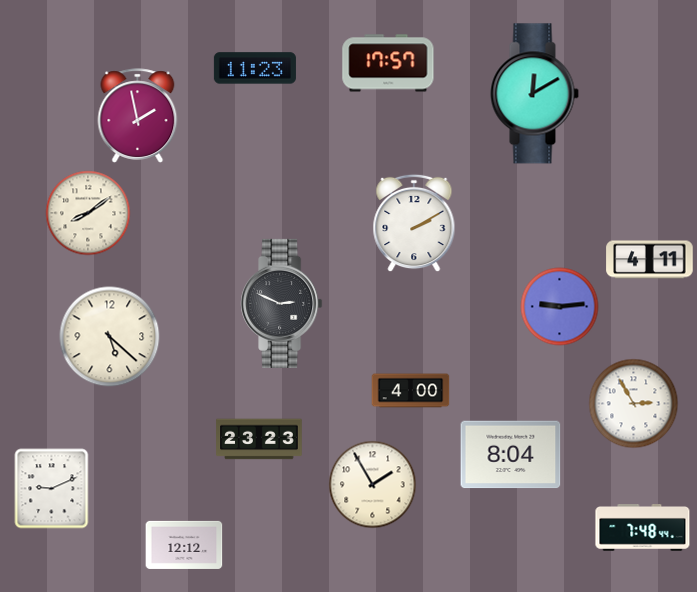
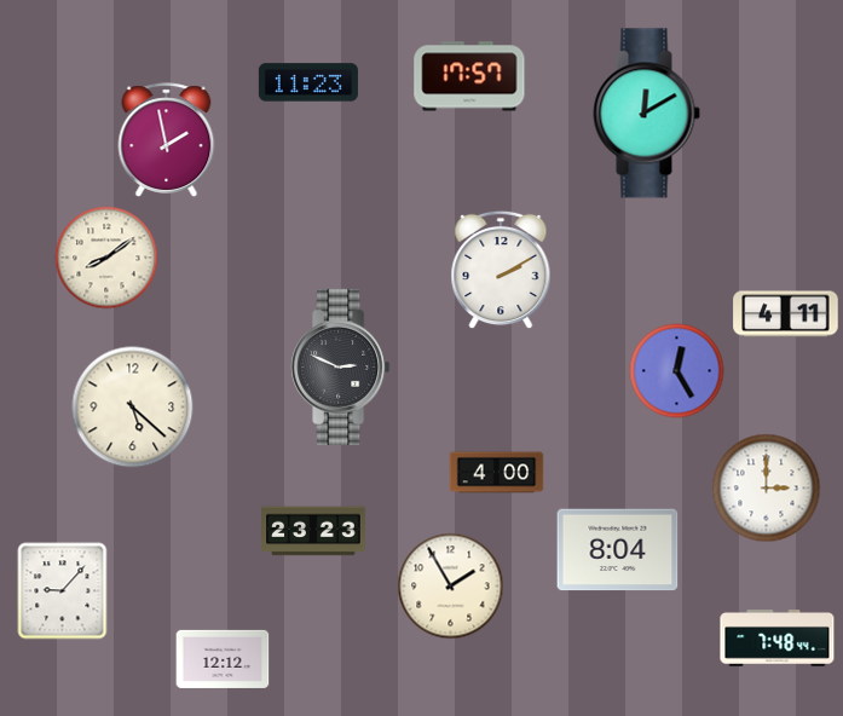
clock at (560, 307): 9:14 -> 12:25
clock at (634, 404): 2:55 -> 3:00
clock at (52, 489): 9:11 -> 9:07
